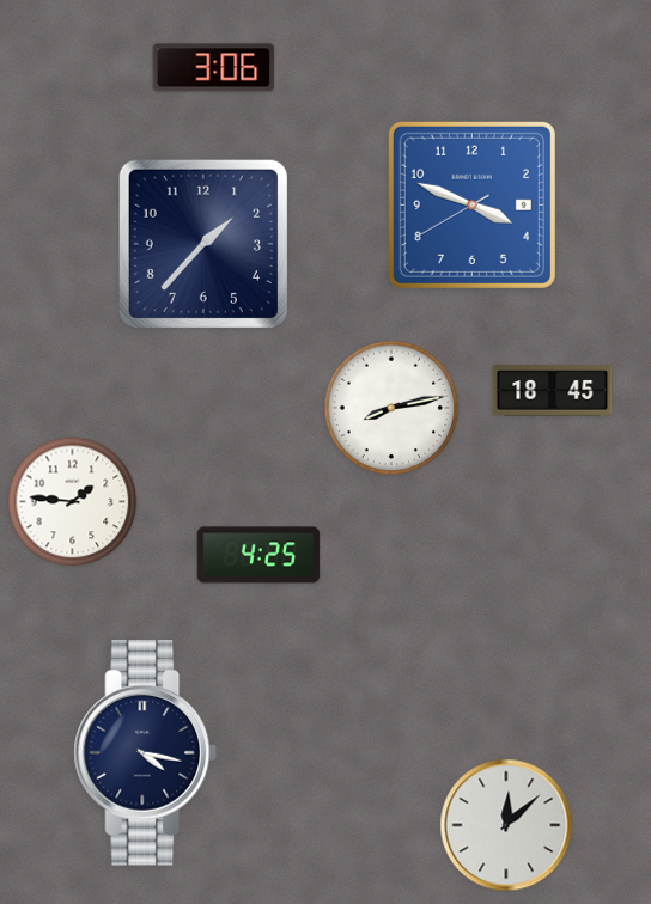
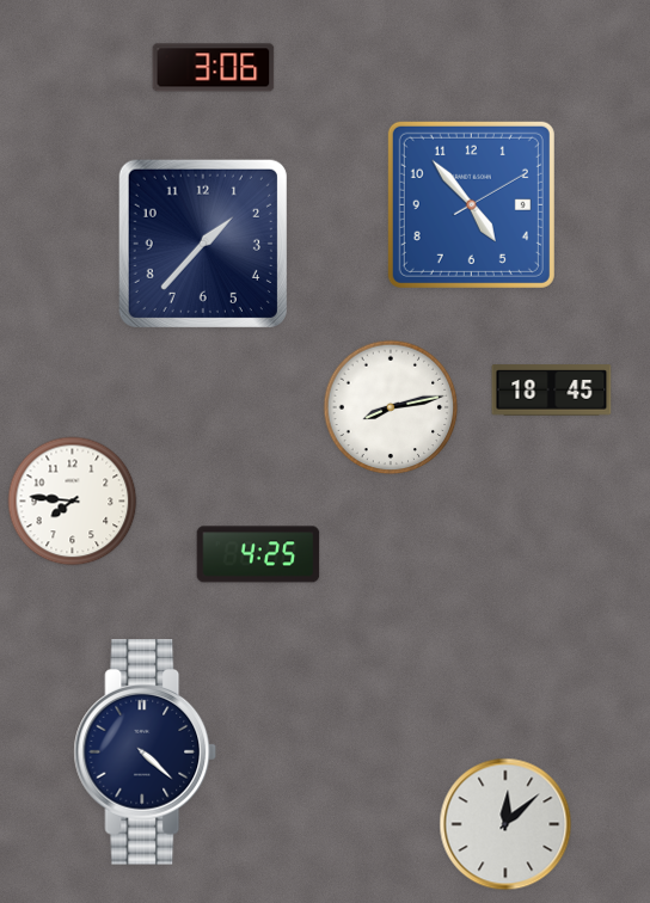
clock at (471, 204): 3:48 -> 4:53
clock at (73, 502): 1:46 -> 7:46
clock at (146, 753): 4:17 -> 4:22
